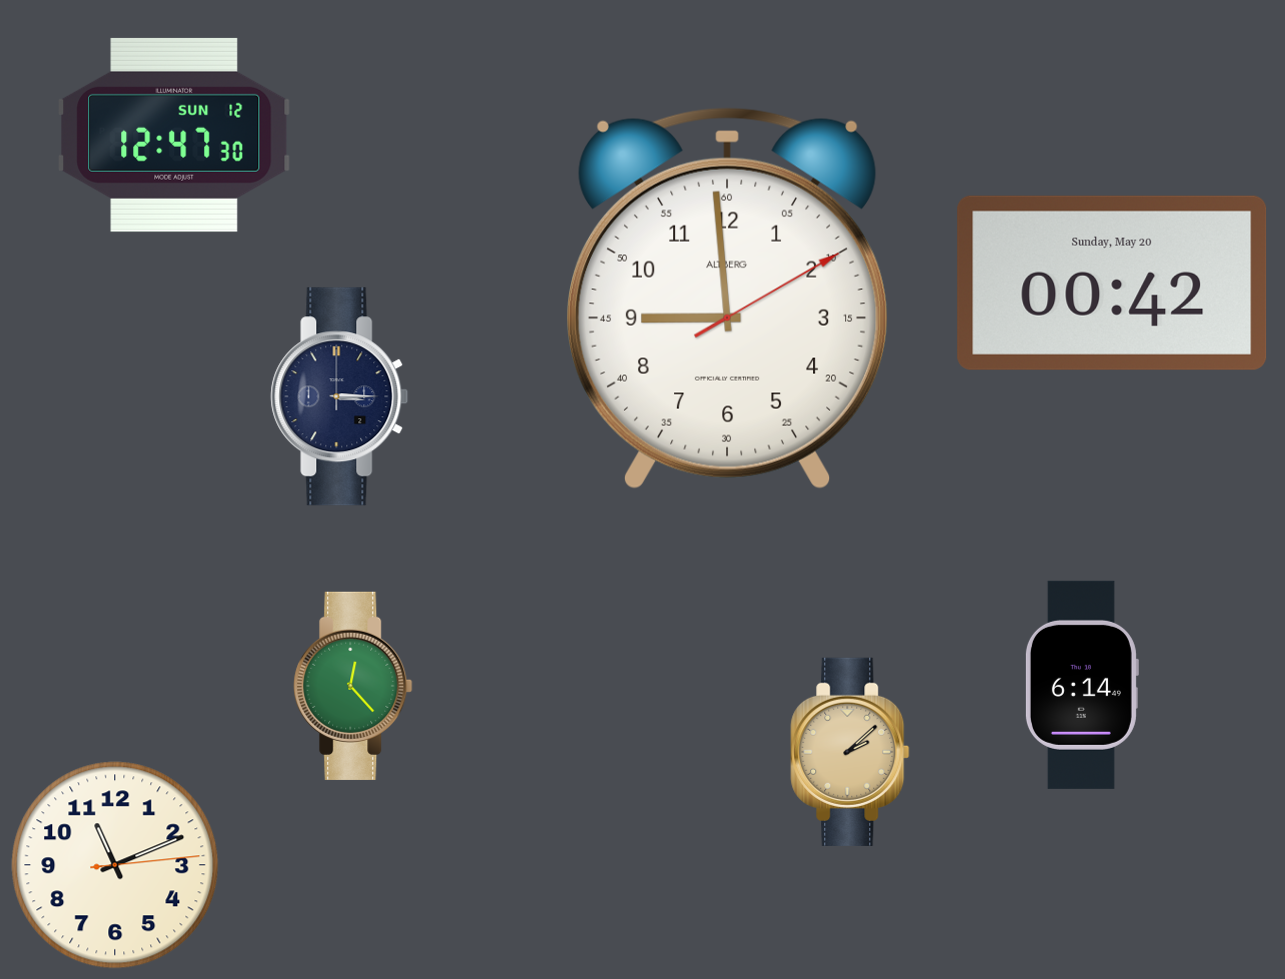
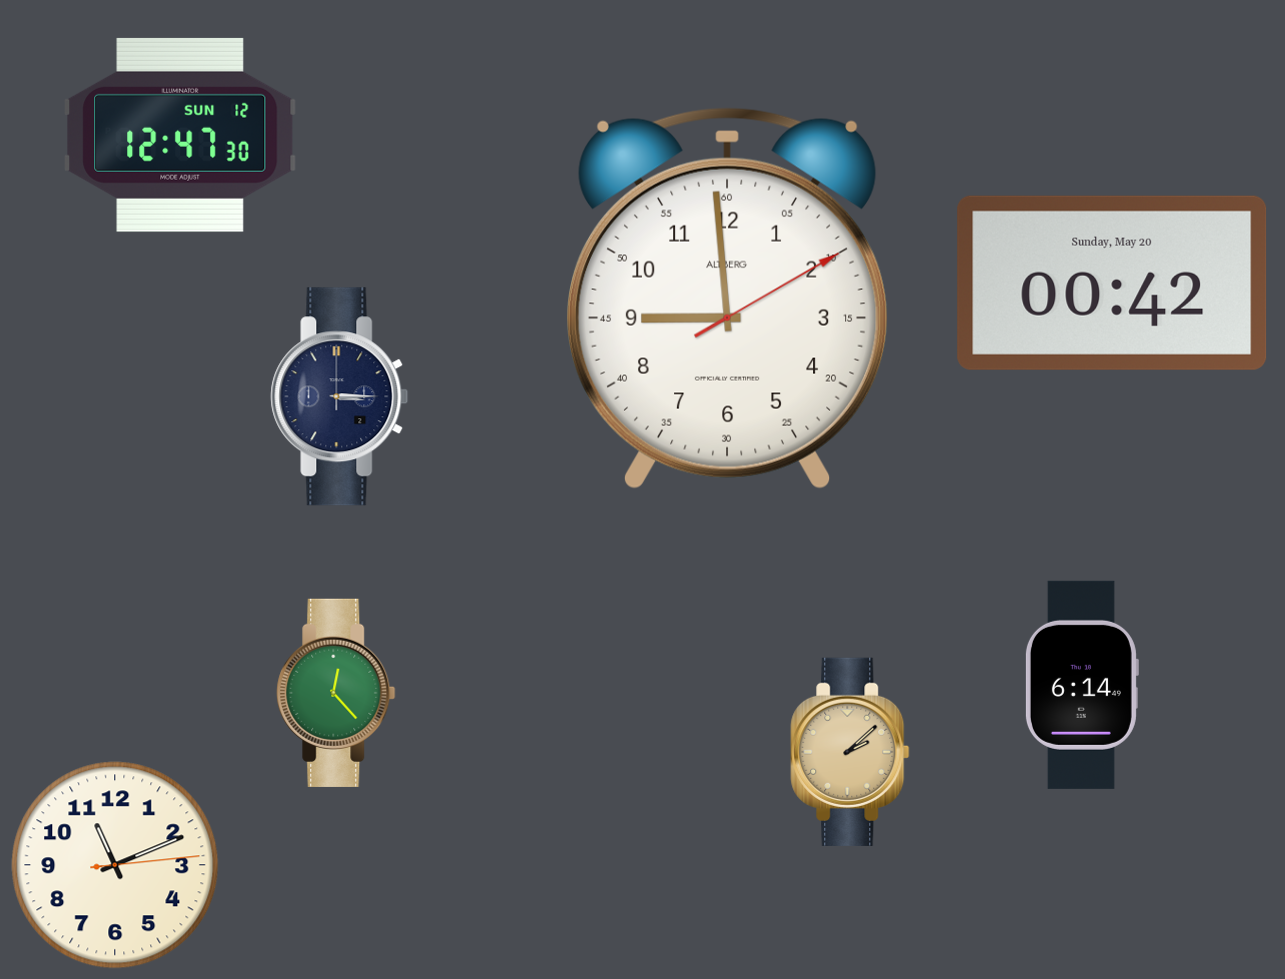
clock at (174, 135) position: (174, 135) -> (180, 135)
clock at (353, 686) position: (353, 686) -> (336, 693)
